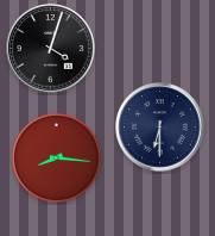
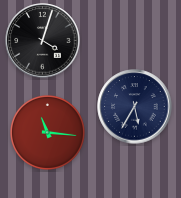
clock at (160, 128): 6:30 -> 5:35
clock at (56, 157): 8:16 -> 11:16
